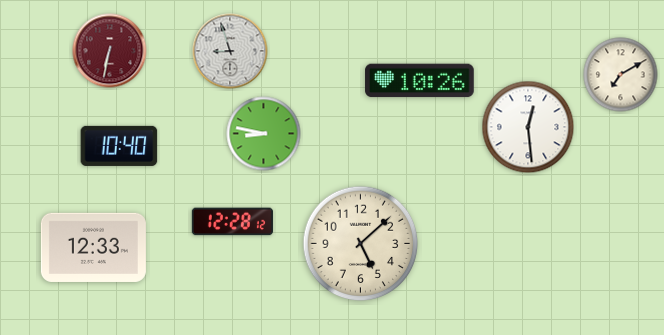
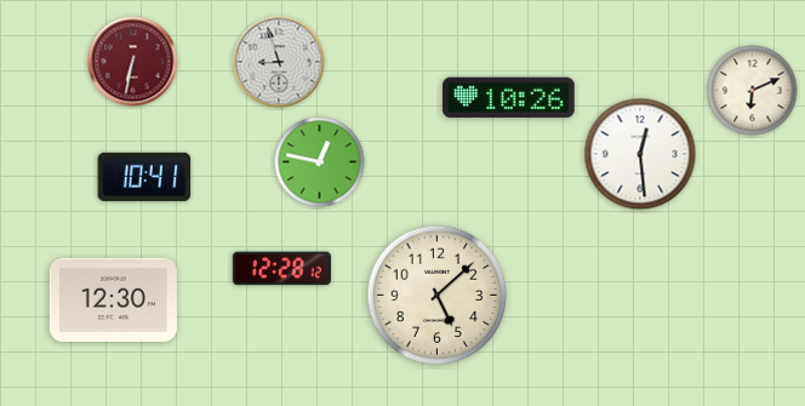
clock at (621, 75): 7:10 -> 6:11
clock at (264, 134): 8:47 -> 12:47
clock at (119, 146): 10:40 -> 10:41
clock at (93, 247): 12:33 -> 12:30
